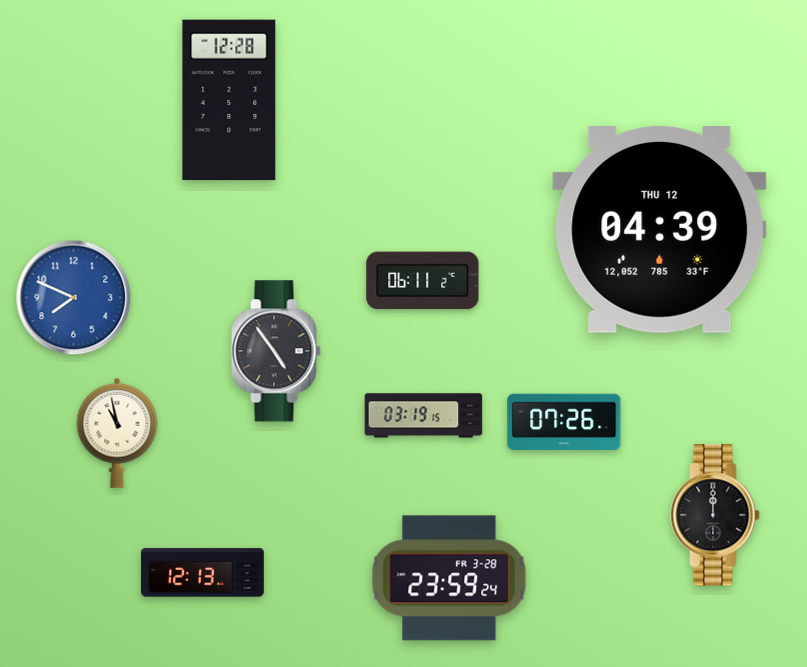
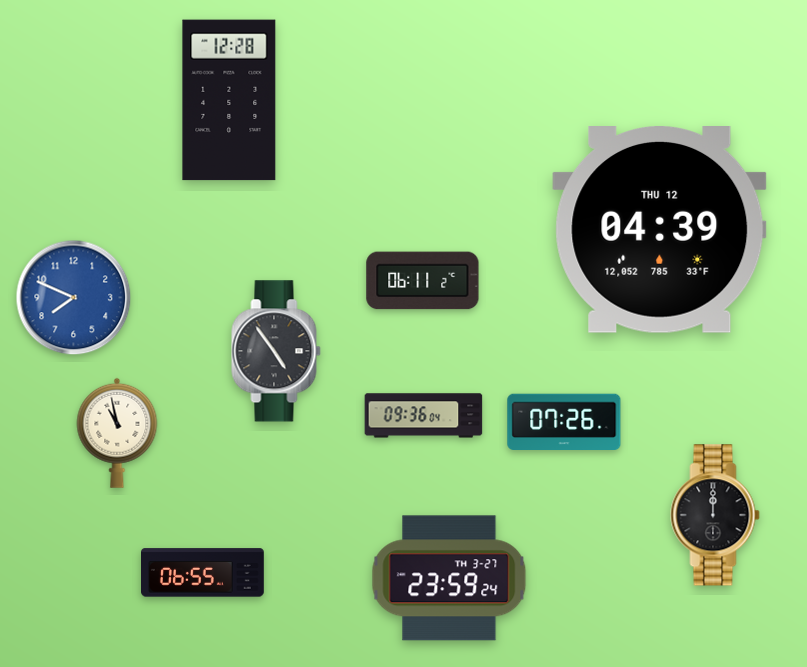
clock at (424, 416): 03:19 -> 09:36
clock at (203, 573): 12:13 -> 06:55
clock at (449, 578) date: FR 3-28 -> TH 3-27
